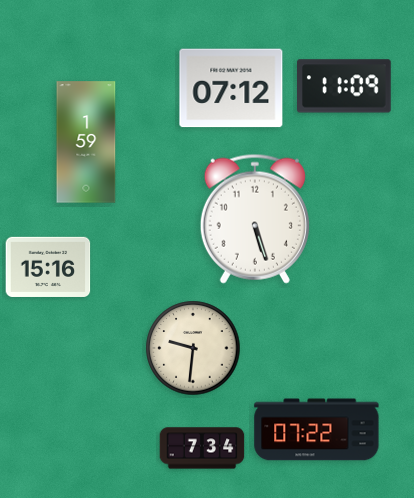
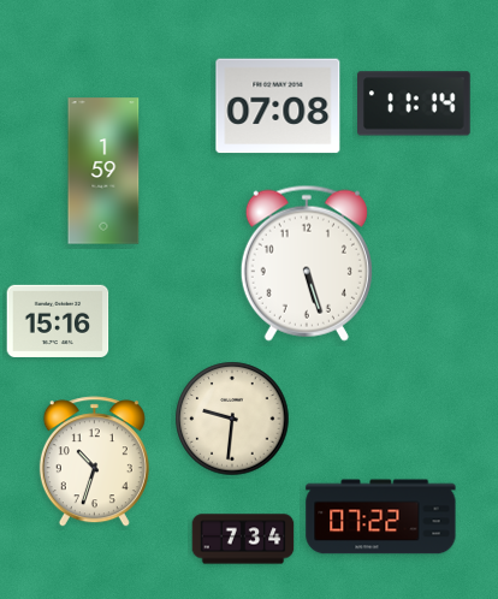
clock at (345, 86): 11:09 -> 11:14
clock at (231, 88): 07:12 -> 07:08
clock at (94, 462): none -> 10:33
